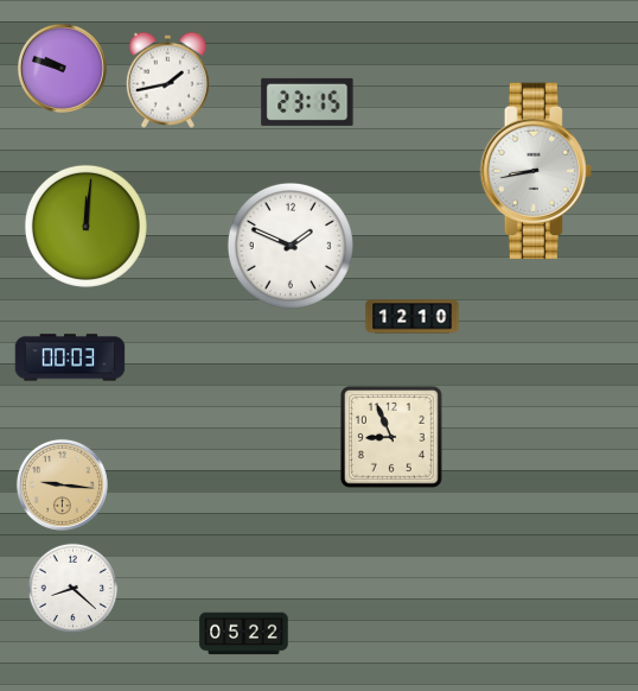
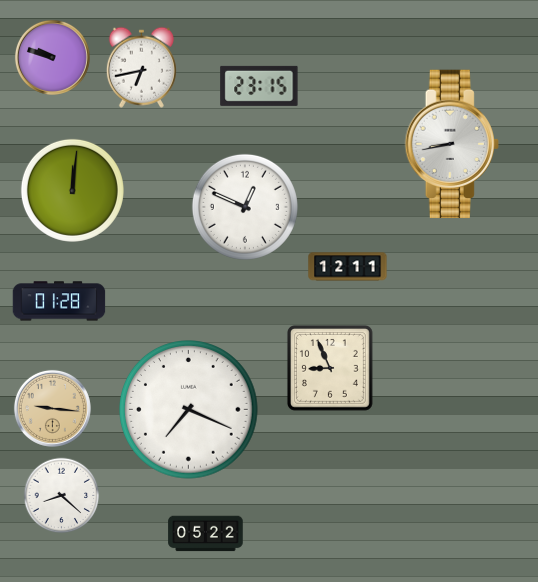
clock at (167, 80): 1:43 -> 6:43
clock at (291, 246): 1:49 -> 12:49
clock at (413, 317): 12:10 -> 12:11
clock at (70, 357): 00:03 -> 01:28
clock at (189, 410): none -> 7:19
